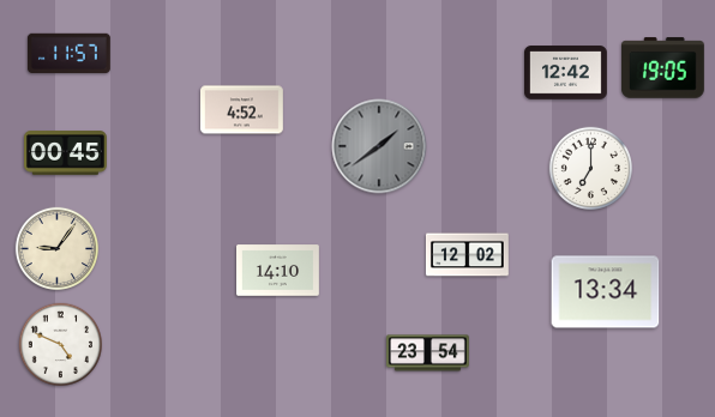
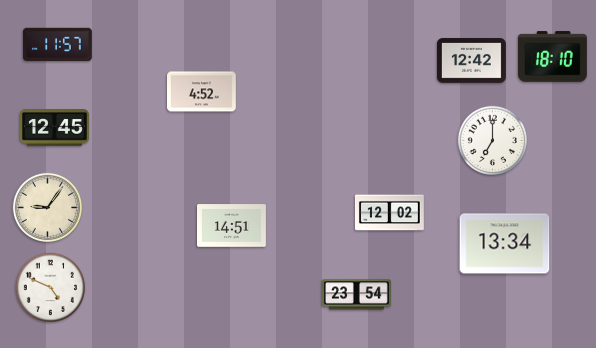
clock at (663, 68): 19:05 -> 18:10
clock at (379, 146): 1:39 -> none
clock at (66, 153): 00:45 -> 12:45
clock at (278, 271): 14:10 -> 14:51
